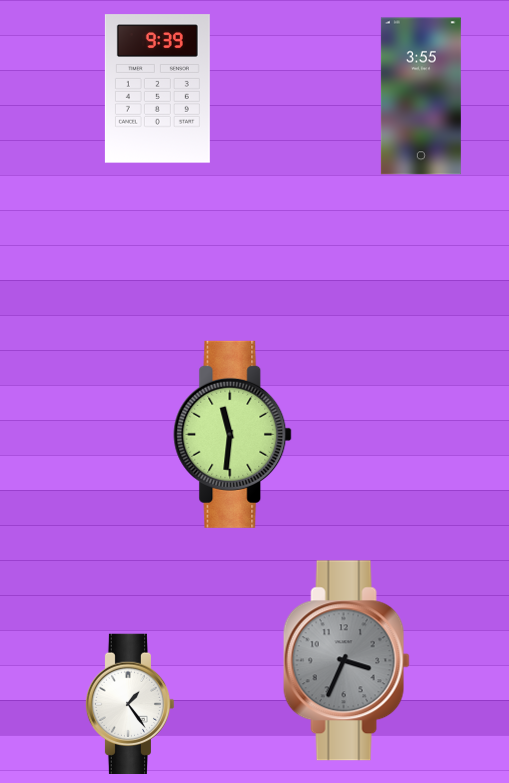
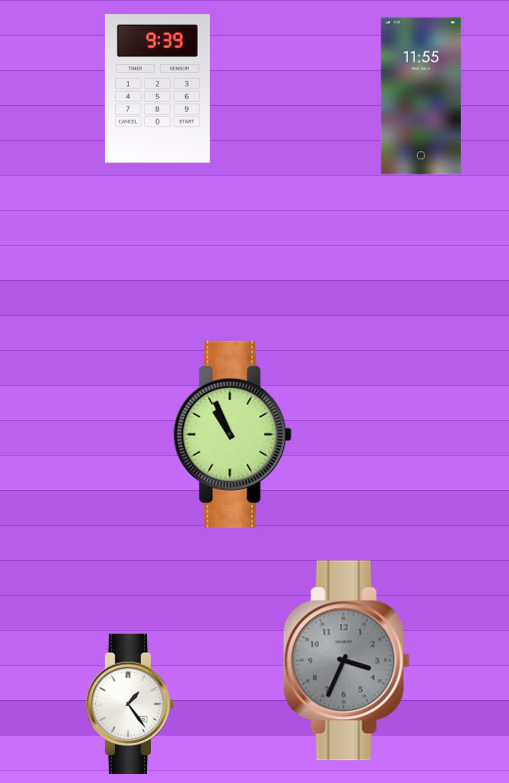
clock at (421, 96): 3:55 -> 11:55
clock at (233, 434): 11:31 -> 10:56
